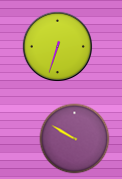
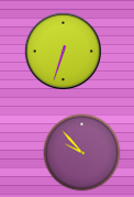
clock at (75, 139): 9:50 -> 9:53
